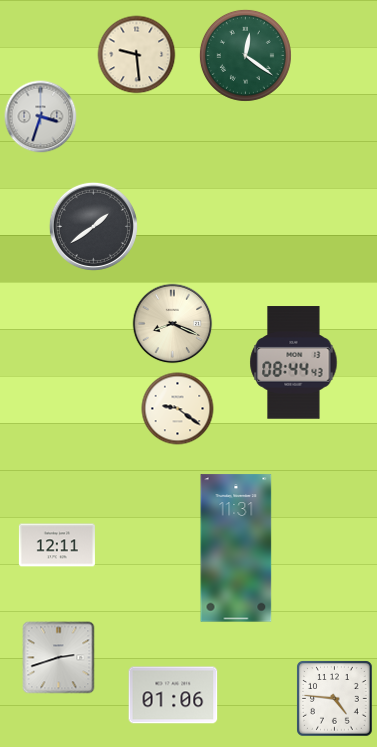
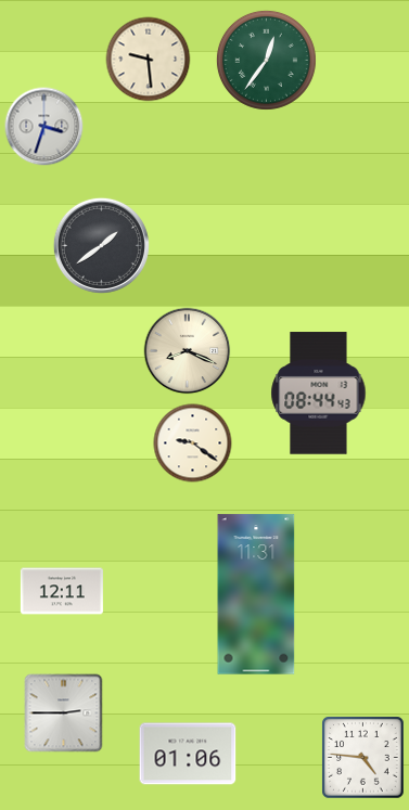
clock at (245, 55): 12:21 -> 12:36
clock at (59, 658): 2:42 -> 2:45
